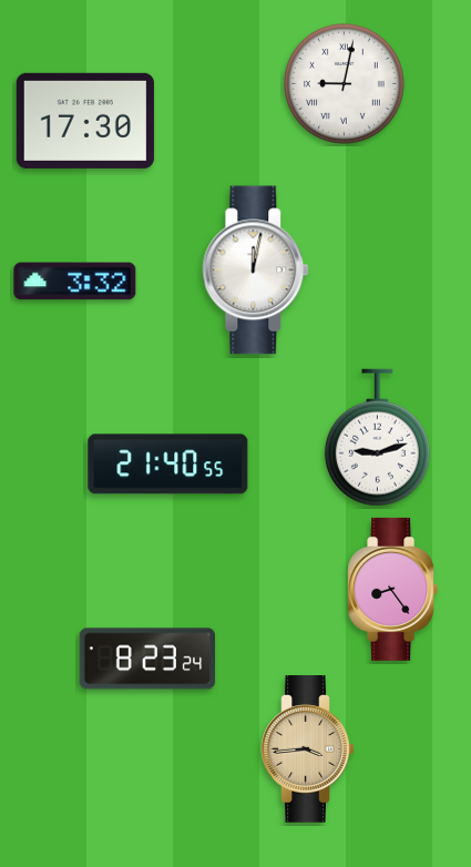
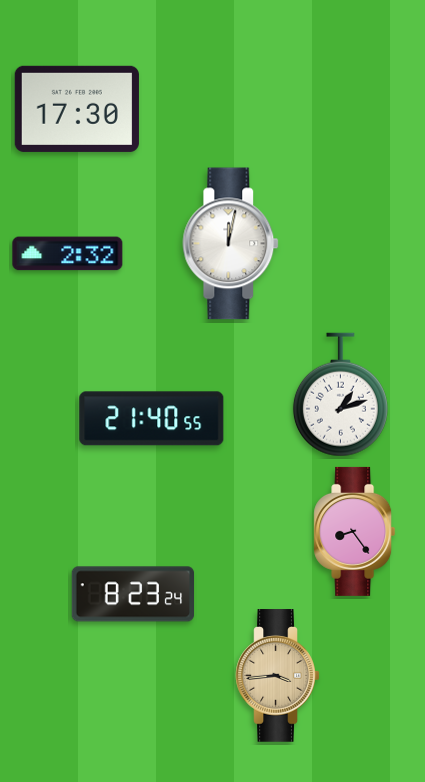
clock at (345, 84): 9:02 -> none
clock at (75, 282): 3:32 -> 2:32
clock at (377, 438): 9:12 -> 1:12
